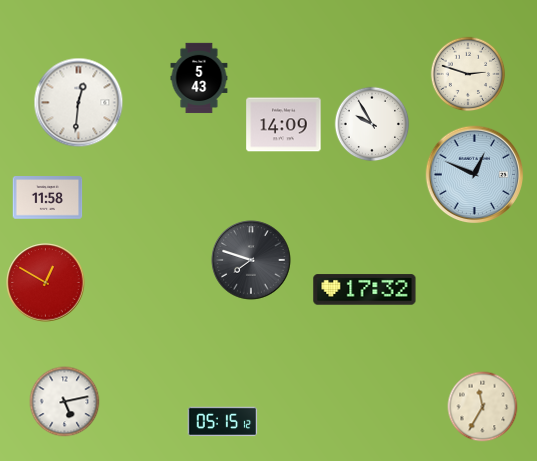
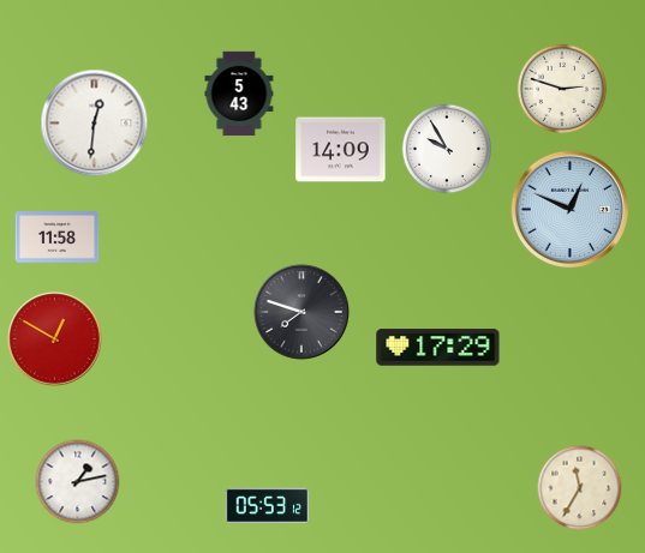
clock at (365, 290): 17:32 -> 17:29
clock at (65, 402): 5:13 -> 1:13
clock at (223, 422): 05:15 -> 05:53
